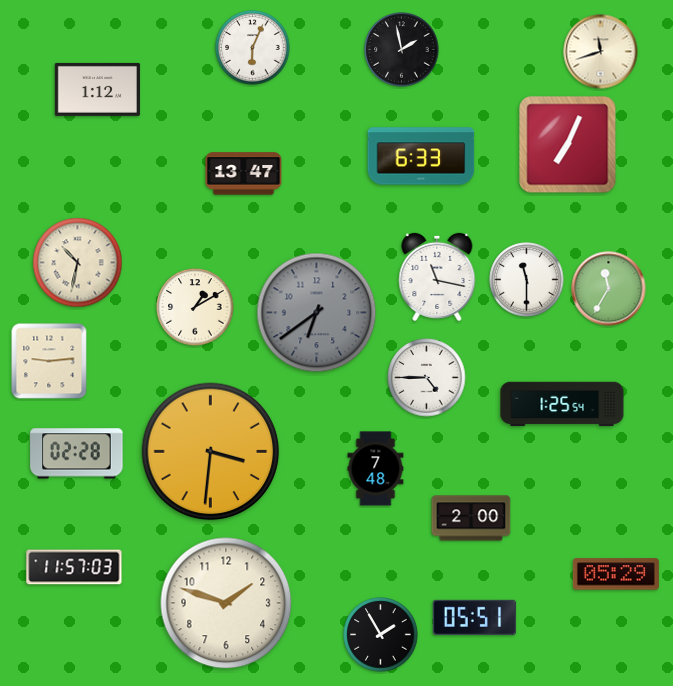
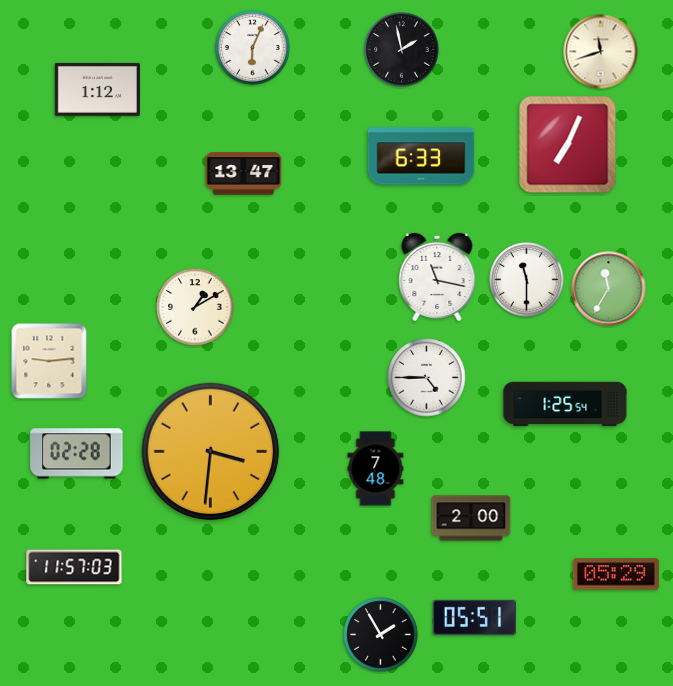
clock at (78, 263): 10:32 -> none
clock at (317, 313): 6:39 -> none
clock at (562, 404) position: (562, 404) -> (565, 404)
clock at (226, 603): 1:48 -> none
